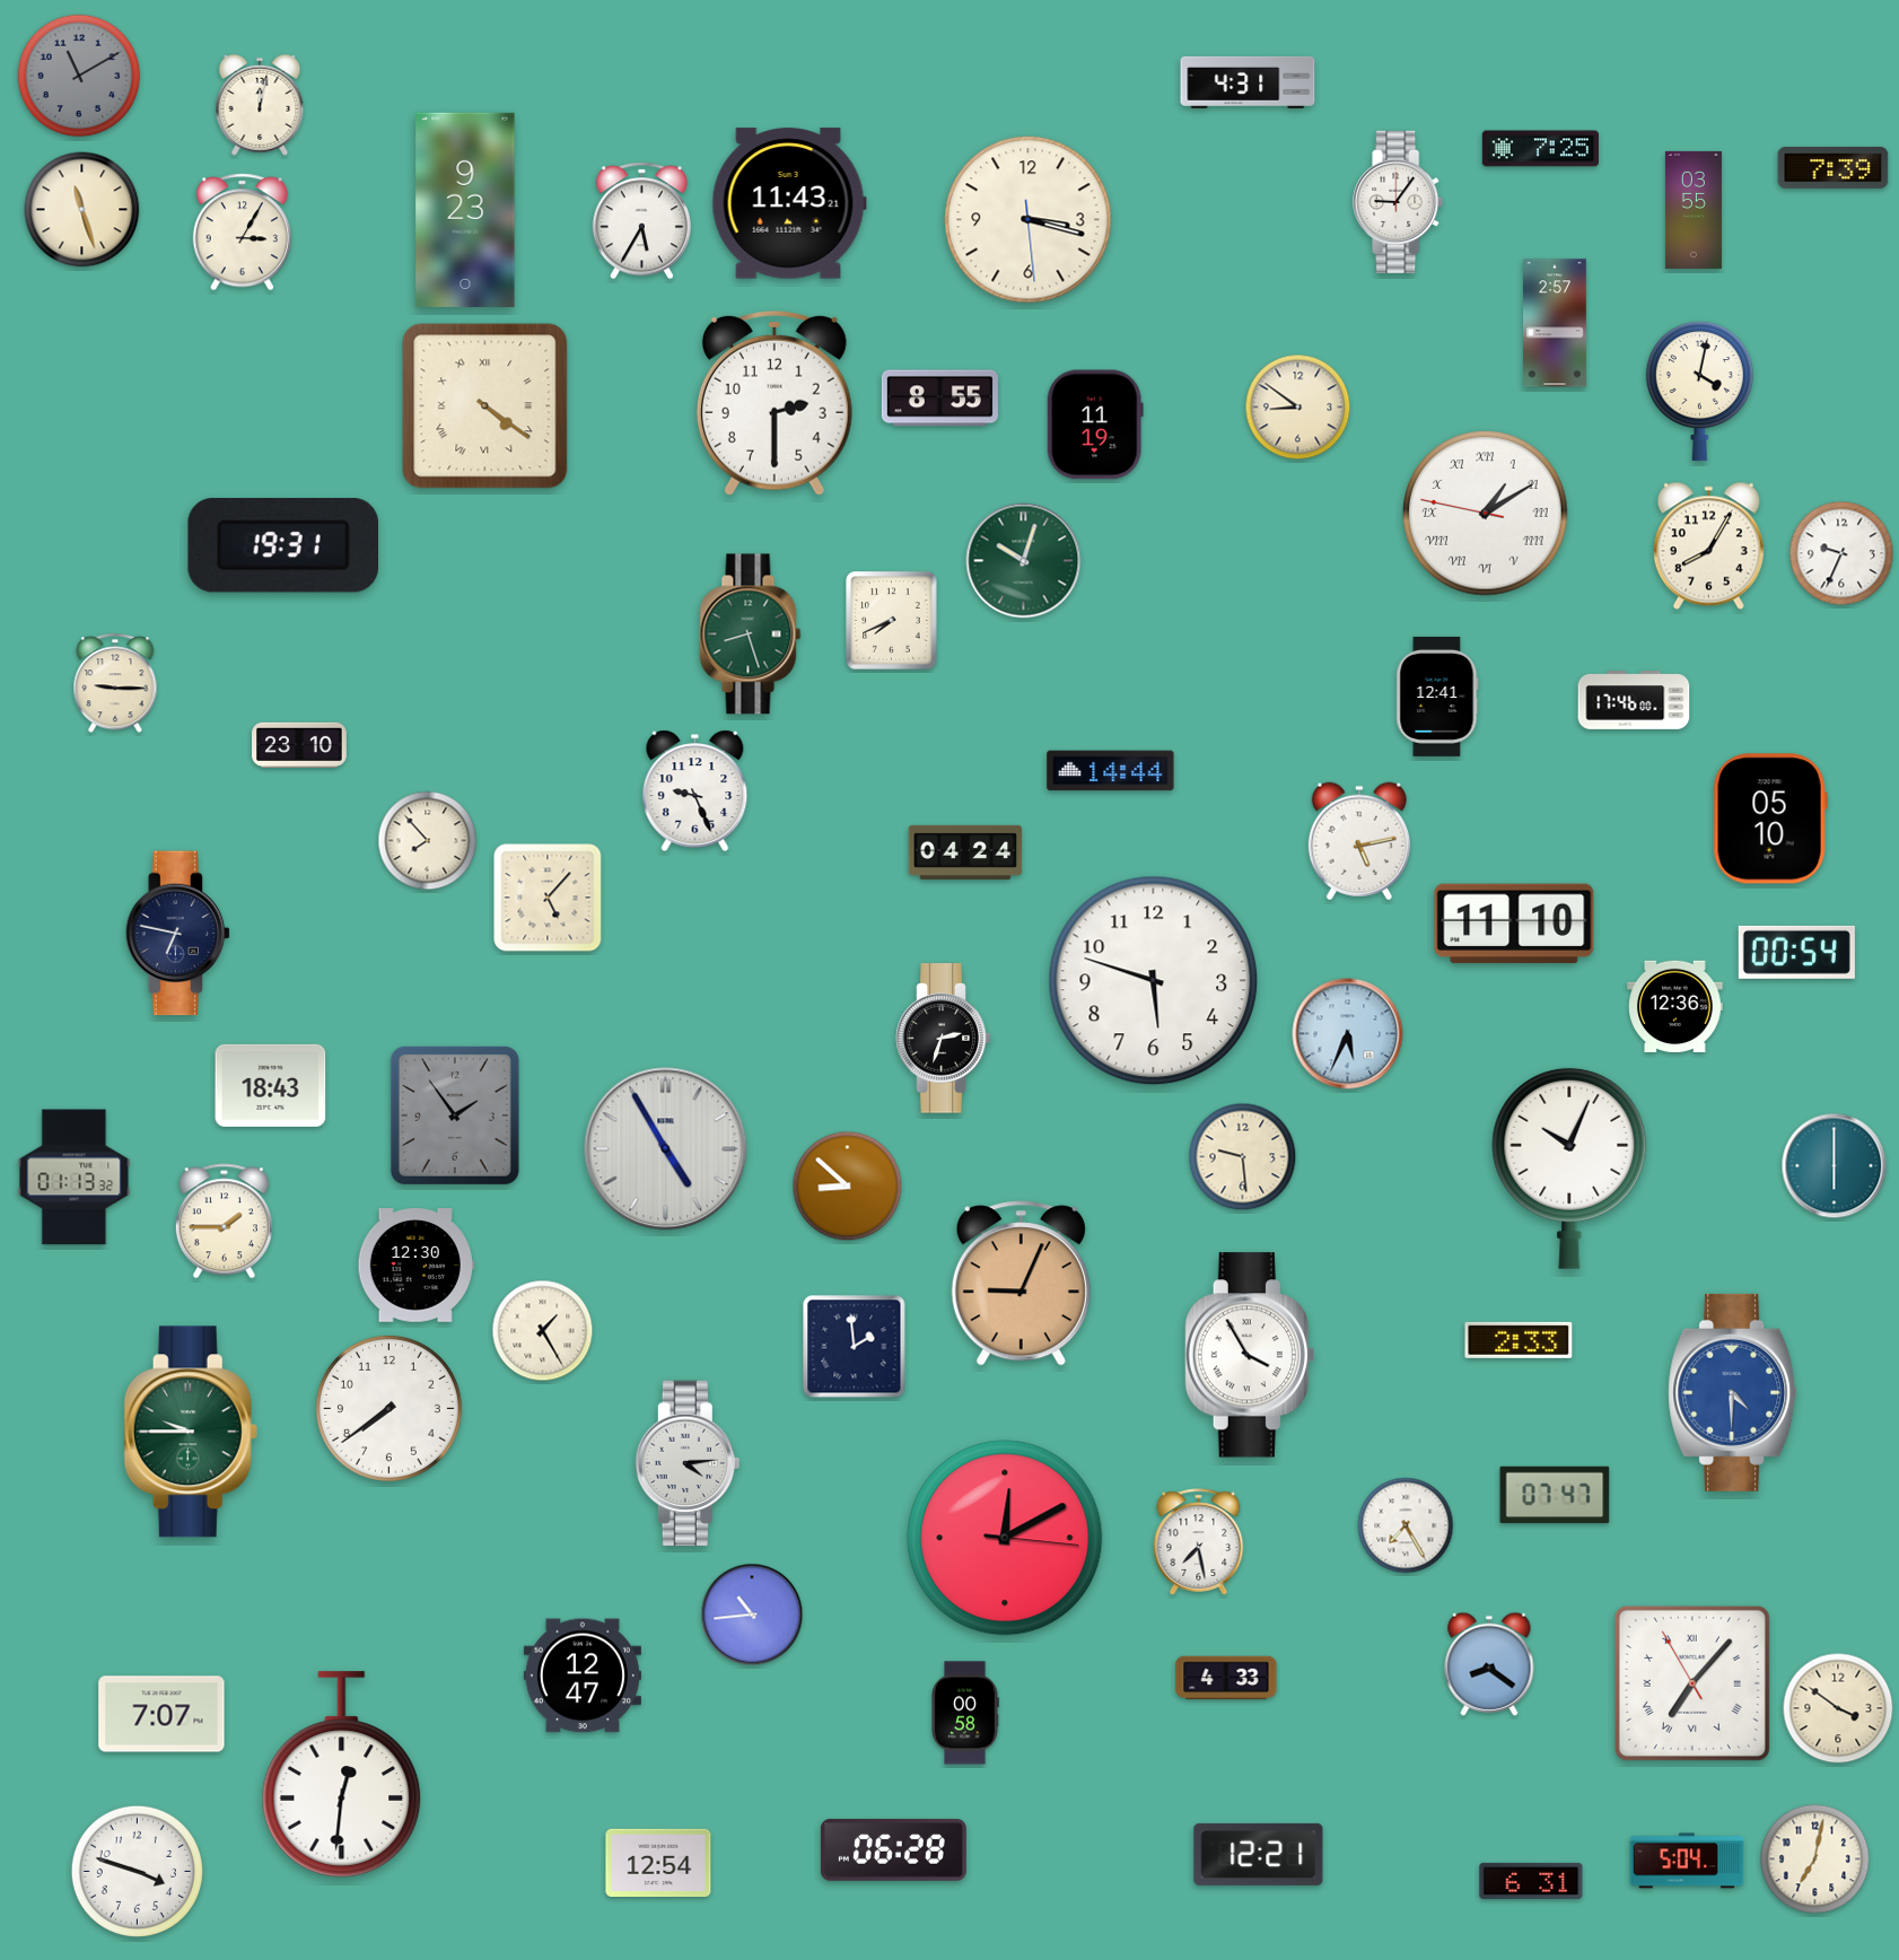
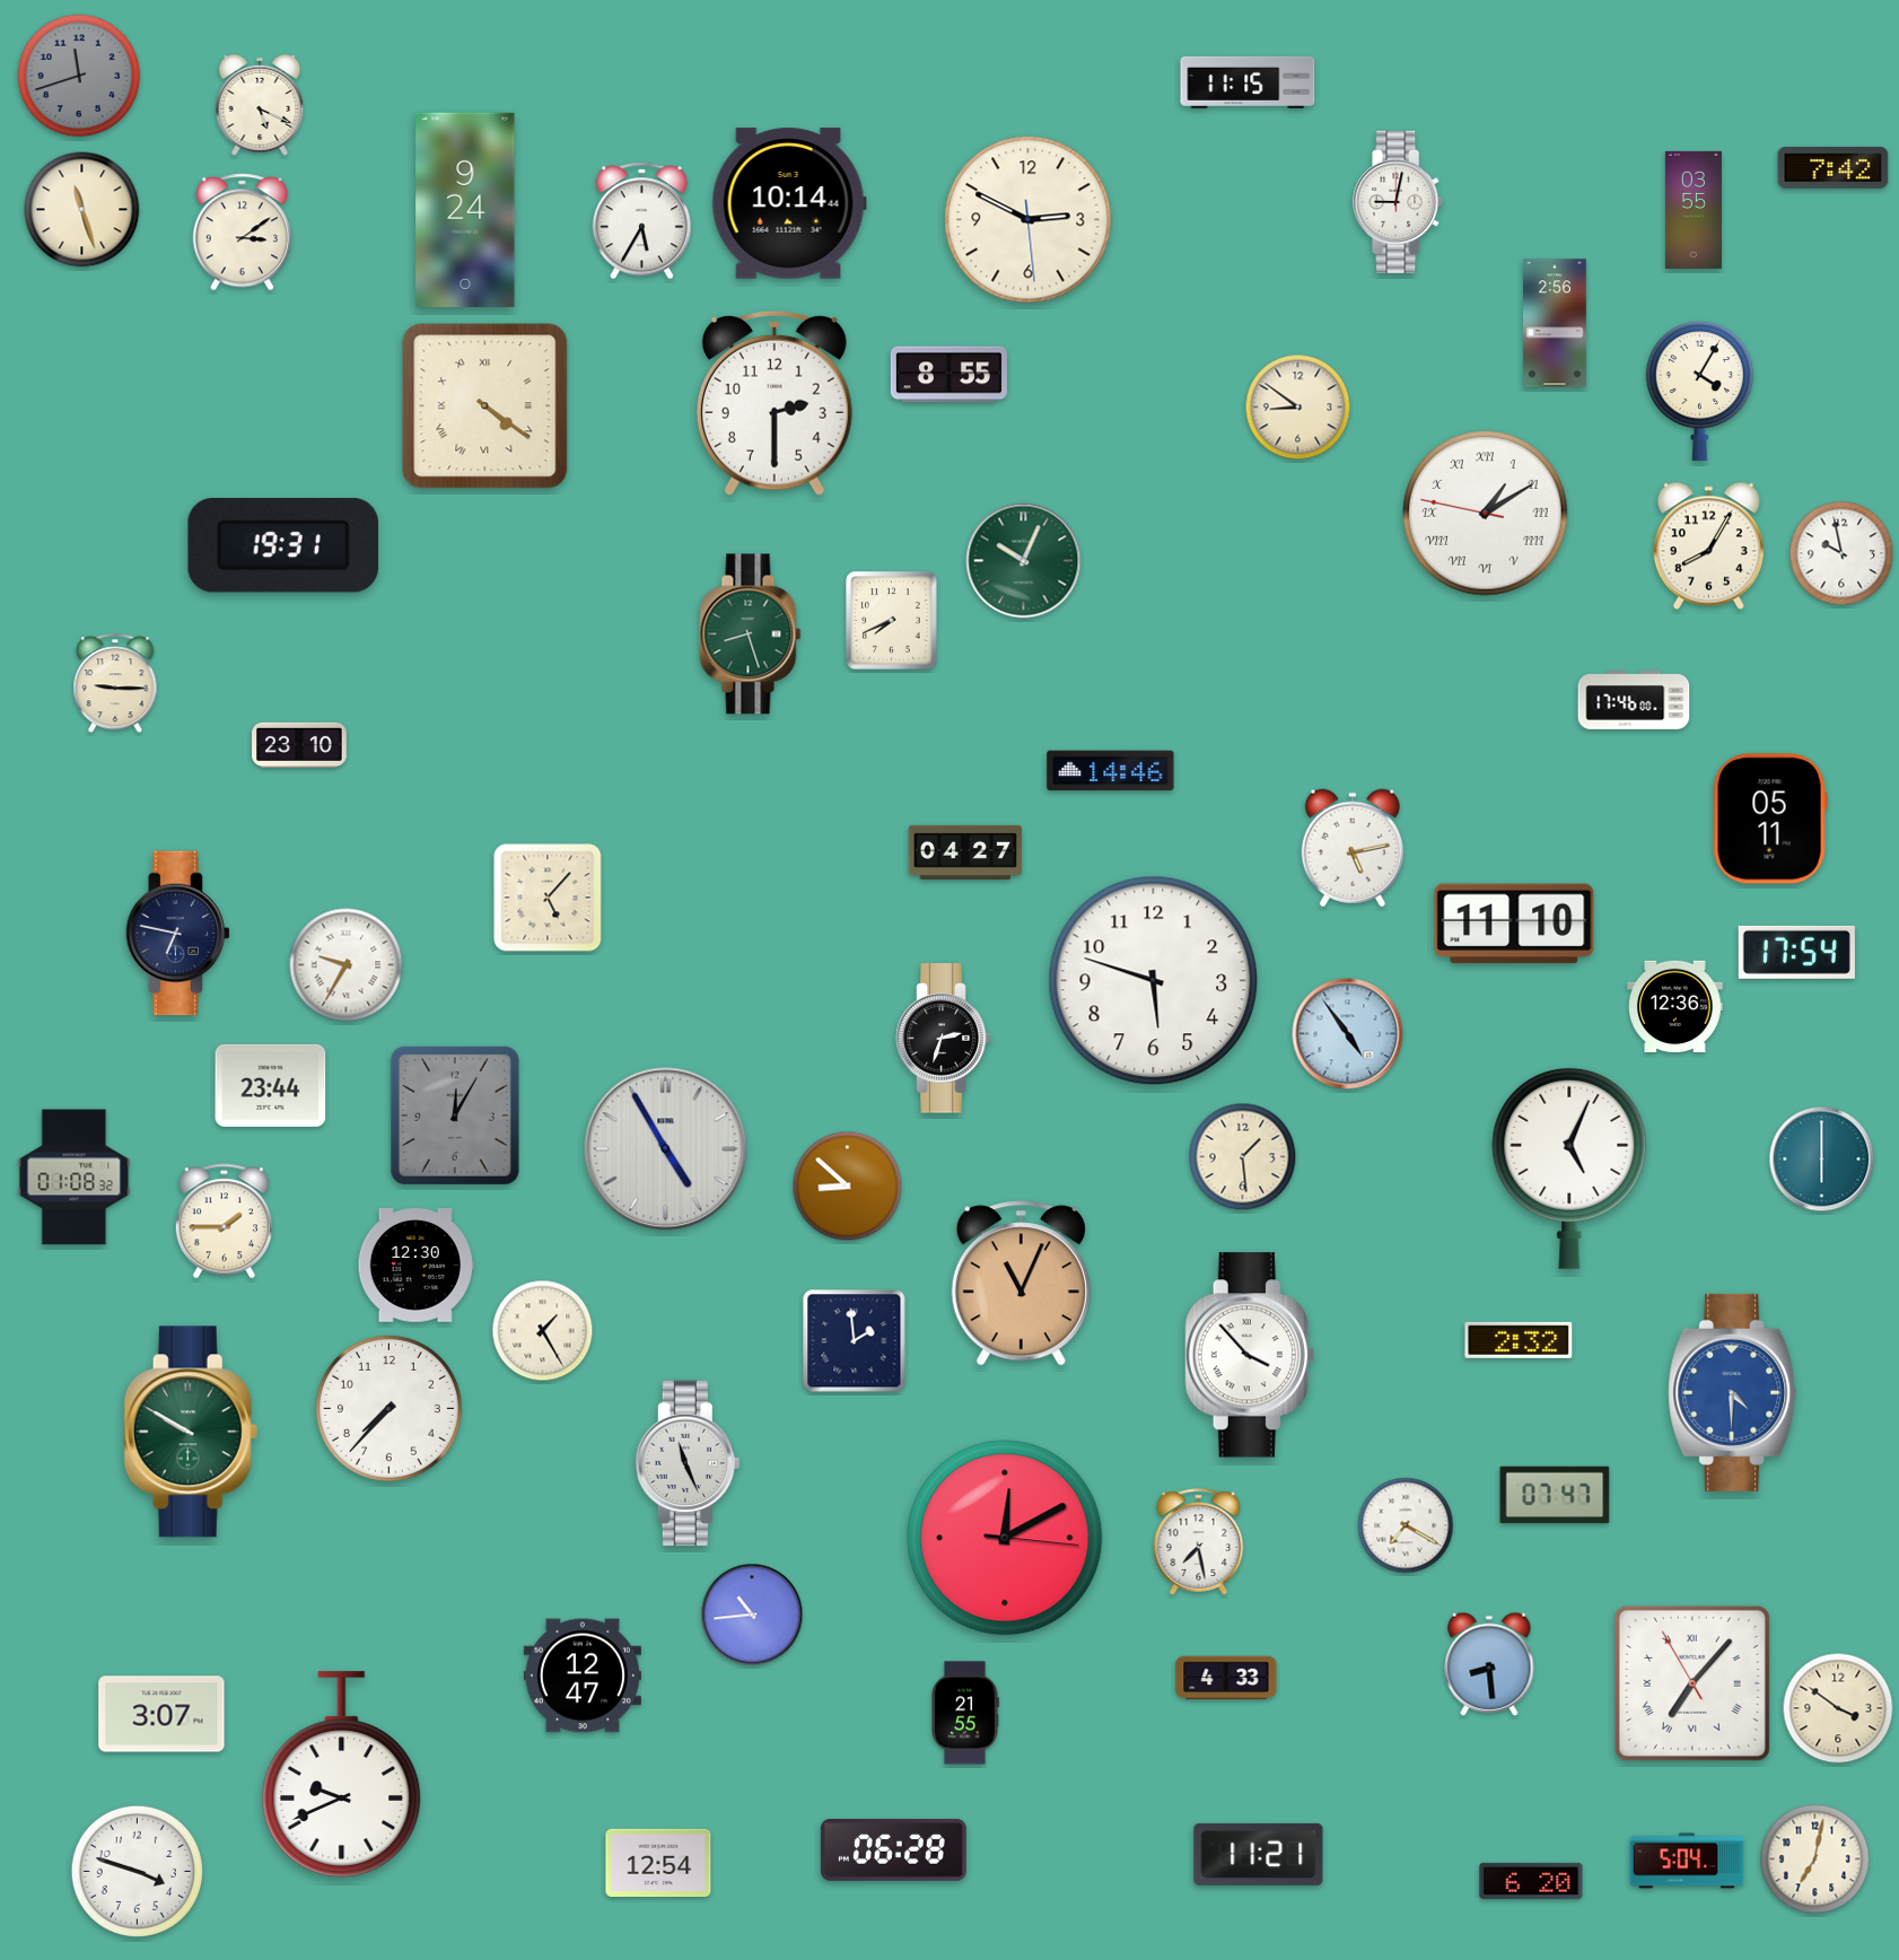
clock at (79, 76): 11:10 -> 11:42
clock at (1248, 82): 4:31 -> 11:15
clock at (260, 105): 12:02 -> 5:19
clock at (1540, 149): 7:25 -> none
clock at (1834, 167): 7:39 -> 7:42
clock at (1399, 202): 9:06 -> 9:02
clock at (789, 203): 11:43 -> 10:14
clock at (465, 210): 9:23 -> 9:24
clock at (1029, 220): 3:17 -> 2:49
clock at (242, 233): 3:05 -> 3:09
clock at (1556, 323): 2:57 -> 2:56
clock at (1699, 392): 4:02 -> 4:05
clock at (939, 399) position: (939, 399) -> (948, 375)
clock at (1095, 425): 11:19 -> none
clock at (1841, 553): 9:34 -> 9:58
clock at (1024, 561): 10:03 -> 10:04
clock at (1437, 697): 12:41 -> none
clock at (1111, 771): 14:44 -> 14:46
clock at (695, 791): 9:26 -> none
clock at (1770, 819): 05:10 -> 05:11
clock at (428, 841): 7:53 -> none
clock at (1359, 841) position: (1359, 841) -> (1353, 848)
clock at (965, 852): 04:24 -> 04:27
clock at (1796, 952): 00:54 -> 17:54
clock at (347, 965): none -> 9:35
clock at (1348, 1034): 5:34 -> 4:54
clock at (271, 1085): 18:43 -> 23:44
clock at (455, 1115): 1:54 -> 12:05
clock at (1243, 1157): 9:29 -> 1:29
clock at (1835, 1166) position: (1835, 1166) -> (1822, 1160)
clock at (1569, 1169): 10:04 -> 5:04
clock at (75, 1178): 01:13 -> 01:08
clock at (1021, 1284): 9:04 -> 11:04
clock at (1519, 1340): 2:33 -> 2:32
clock at (855, 1347) position: (855, 1347) -> (855, 1341)
clock at (1250, 1355): 3:55 -> 3:53
clock at (388, 1408): 7:39 -> 7:37
clock at (191, 1432): 9:45 -> 9:50
clock at (686, 1463): 4:14 -> 11:26
clock at (1406, 1525): 7:25 -> 7:20
clock at (1489, 1664): 8:21 -> 8:29
clock at (965, 1713): 00:58 -> 21:55
clock at (161, 1714): 7:07 -> 3:07
clock at (342, 1775): 12:31 -> 9:41
clock at (1259, 1854): 12:21 -> 11:21
clock at (1531, 1881): 6:31 -> 6:20
